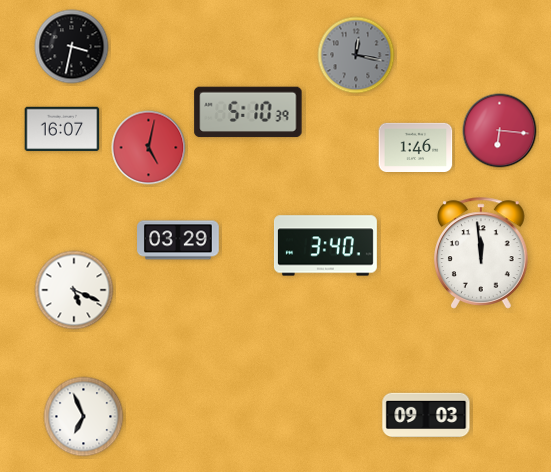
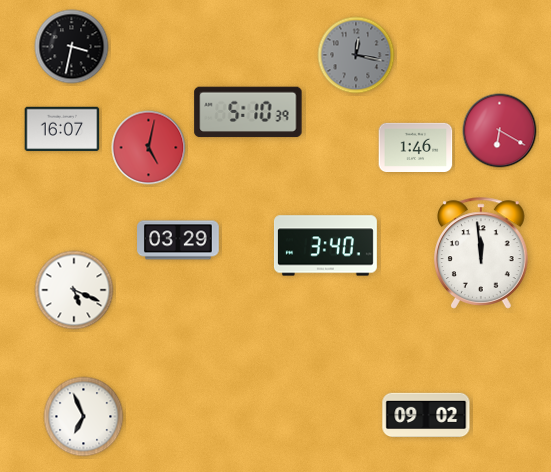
clock at (500, 131): 6:16 -> 6:20
clock at (426, 415): 09:03 -> 09:02
